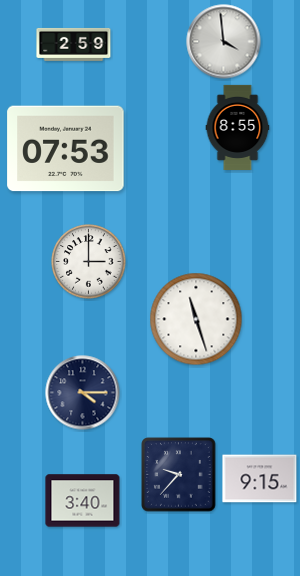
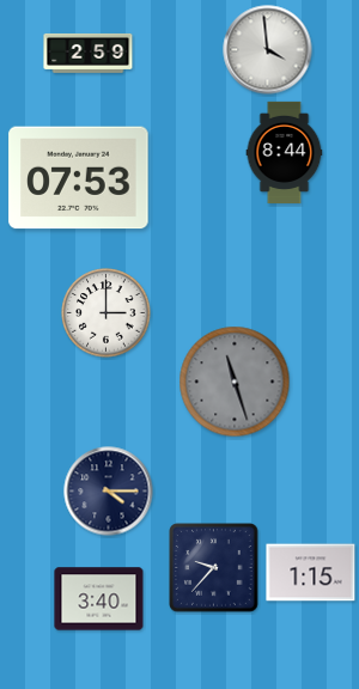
clock at (238, 127): 8:55 -> 8:44
clock at (196, 319) dial: white -> grey
clock at (83, 393) position: (83, 393) -> (109, 492)
clock at (260, 479): 9:15 -> 1:15
